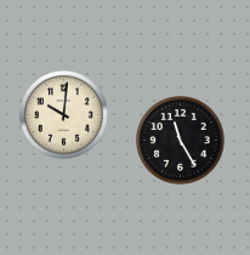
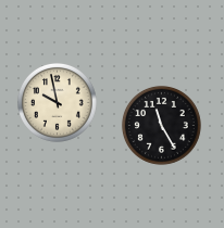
clock at (63, 114): 10:01 -> 9:58
